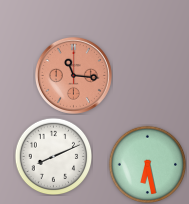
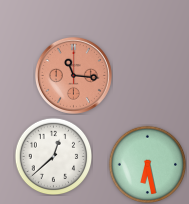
clock at (53, 156): 8:11 -> 12:38
